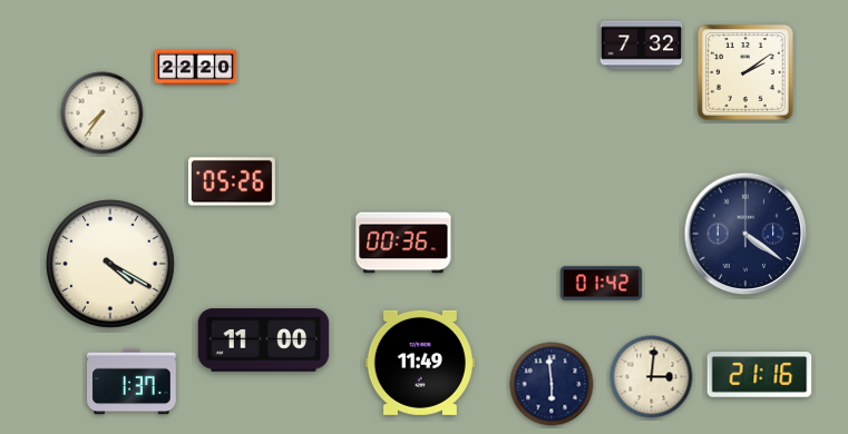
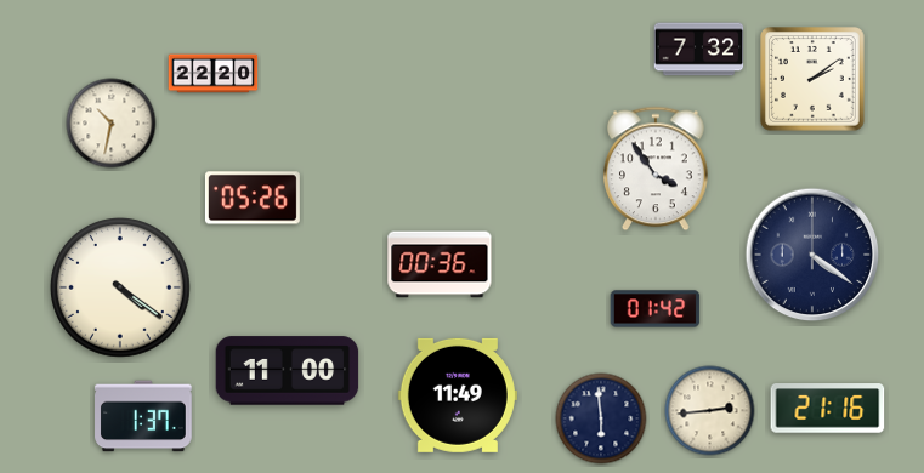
clock at (103, 114): 7:36 -> 10:32
clock at (657, 169): none -> 3:54
clock at (111, 265): 4:20 -> 4:21
clock at (652, 377): 3:01 -> 2:44
